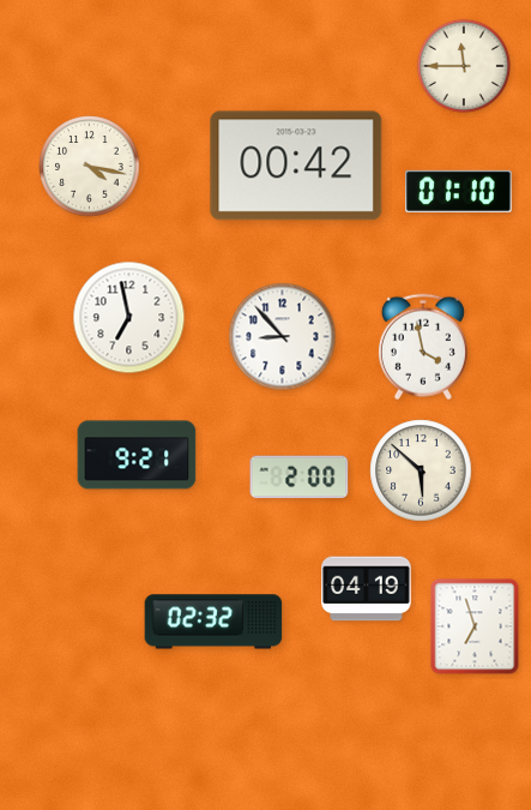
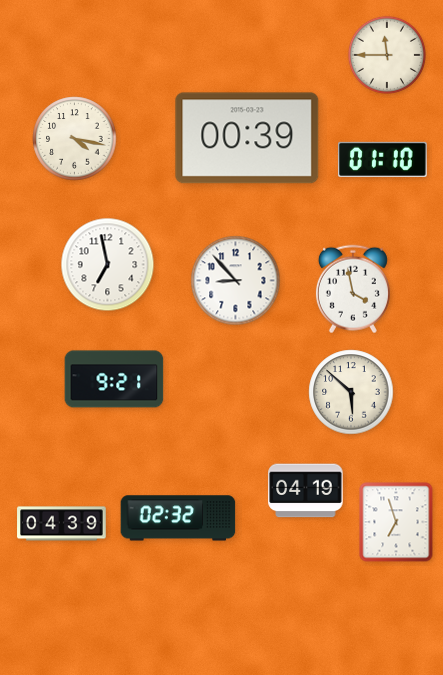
clock at (296, 166): 00:42 -> 00:39
clock at (300, 478): 2:00 -> none
clock at (62, 524): none -> 04:39
